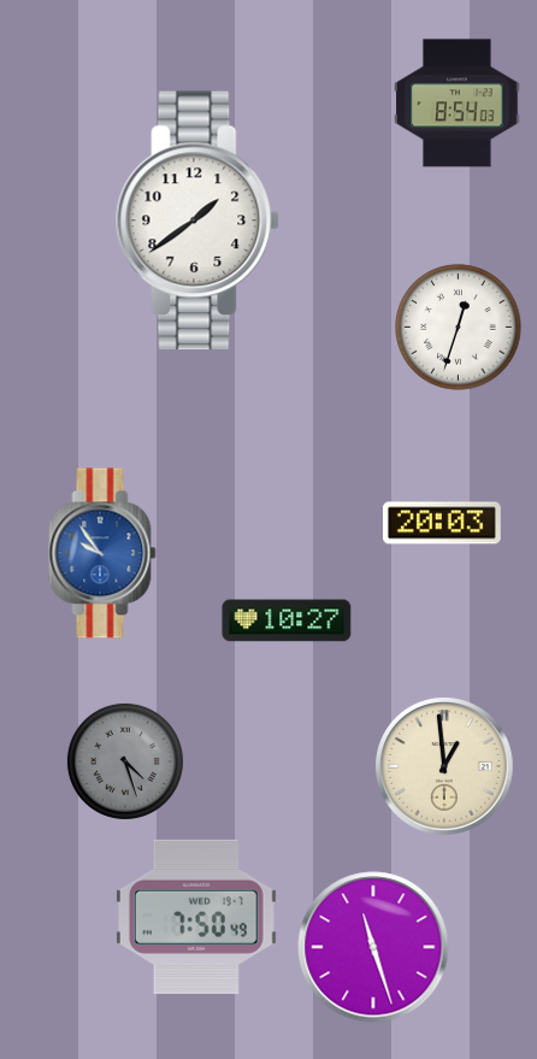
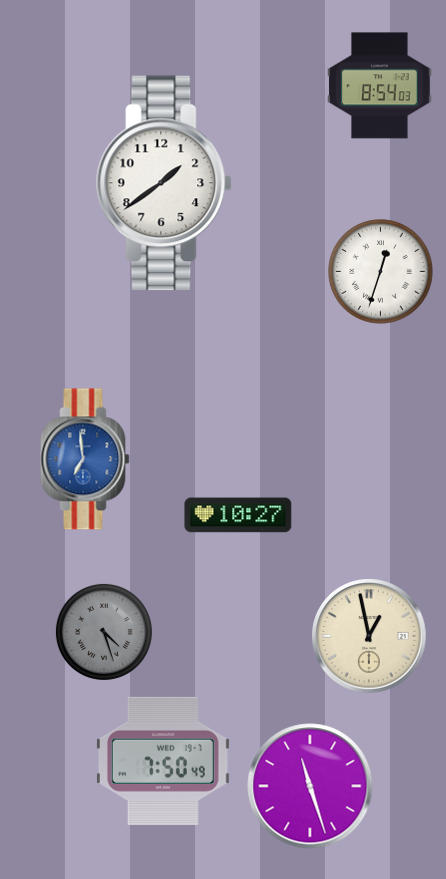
clock at (442, 523): 20:03 -> none
clock at (102, 553): 9:54 -> 6:59
clock at (444, 766): 12:59 -> 12:58
